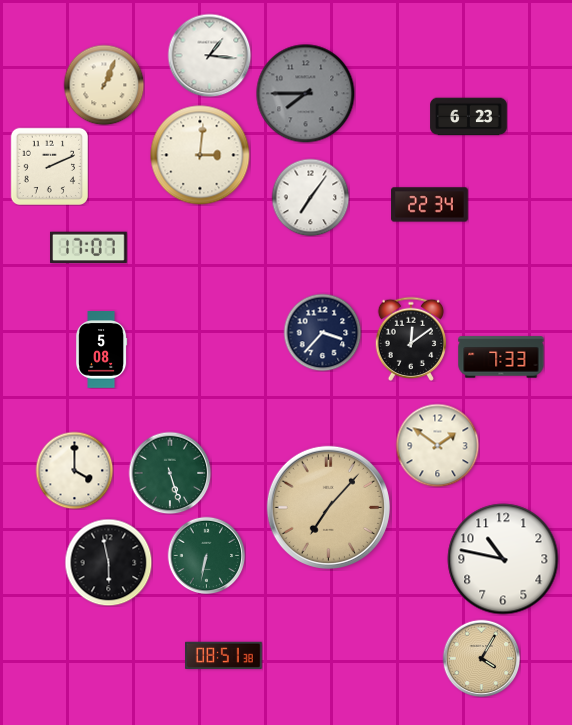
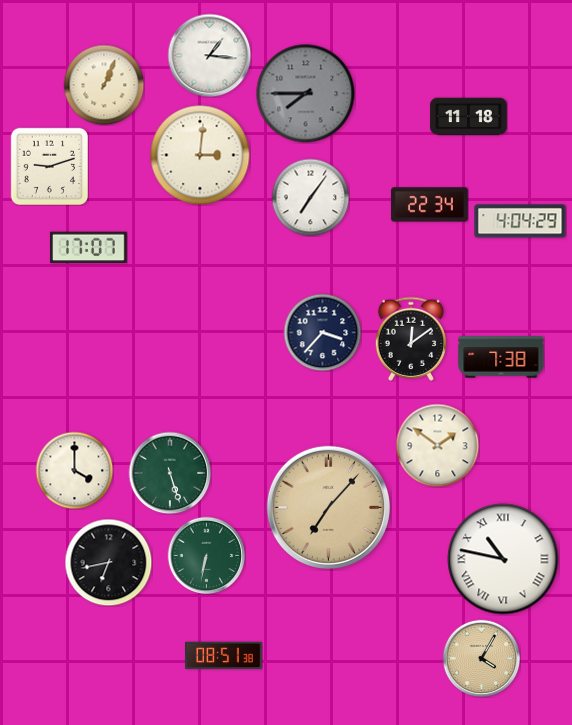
clock at (469, 117): 6:23 -> 11:18
clock at (49, 166): 2:11 -> 9:12
clock at (520, 221): none -> 4:04
clock at (101, 350): 5:08 -> none
clock at (501, 357): 7:33 -> 7:38
clock at (503, 559) numerals: Arabic -> Roman
clock at (108, 562): 5:58 -> 6:43
